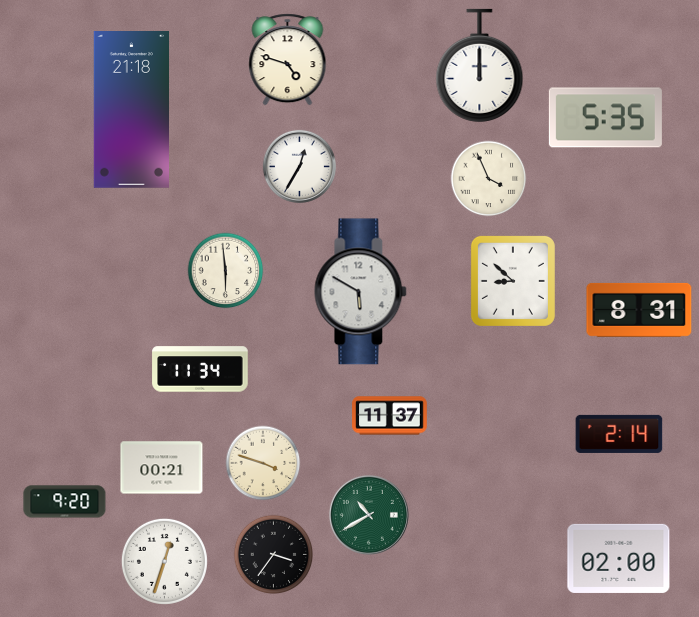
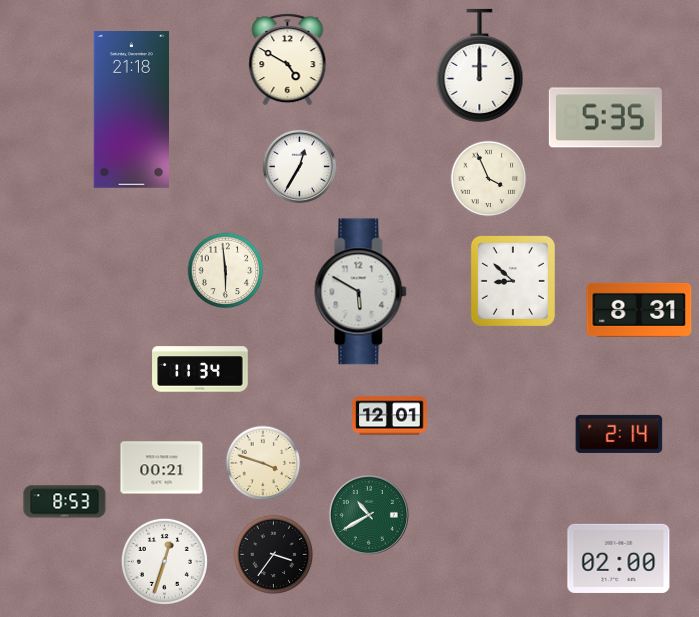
clock at (288, 60): 4:48 -> 4:50
clock at (390, 416): 11:37 -> 12:01
clock at (65, 502): 9:20 -> 8:53
